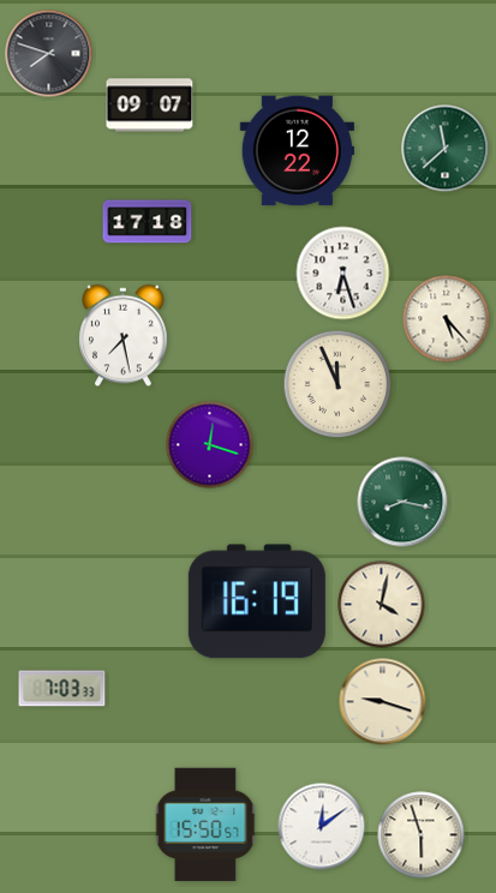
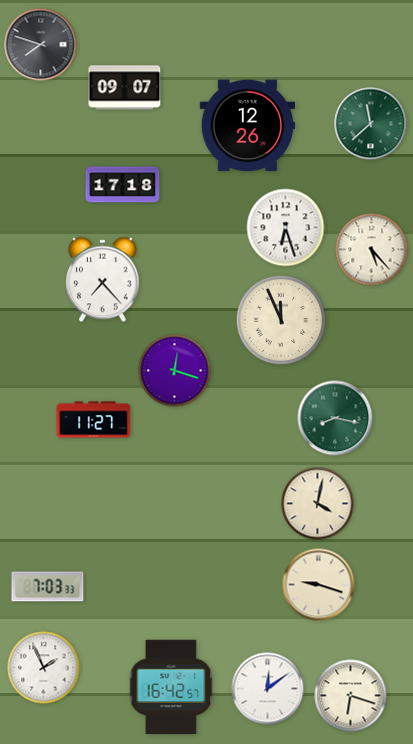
clock at (297, 151): 12:22 -> 12:26
clock at (447, 319) position: (447, 319) -> (372, 250)
clock at (124, 336): 7:28 -> 7:23
clock at (94, 420): none -> 11:27
clock at (257, 601): 16:19 -> none
clock at (62, 689) position: (62, 689) -> (48, 587)
clock at (44, 668): none -> 1:56
clock at (205, 825): 15:50 -> 16:42
clock at (422, 835): 5:57 -> 6:18
